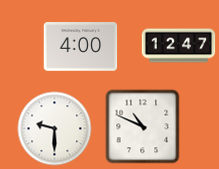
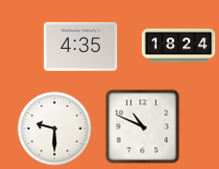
clock at (179, 46): 12:47 -> 18:24
clock at (81, 47): 4:00 -> 4:35
